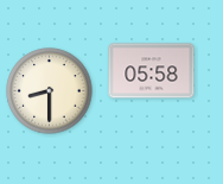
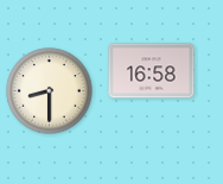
clock at (152, 71): 05:58 -> 16:58
